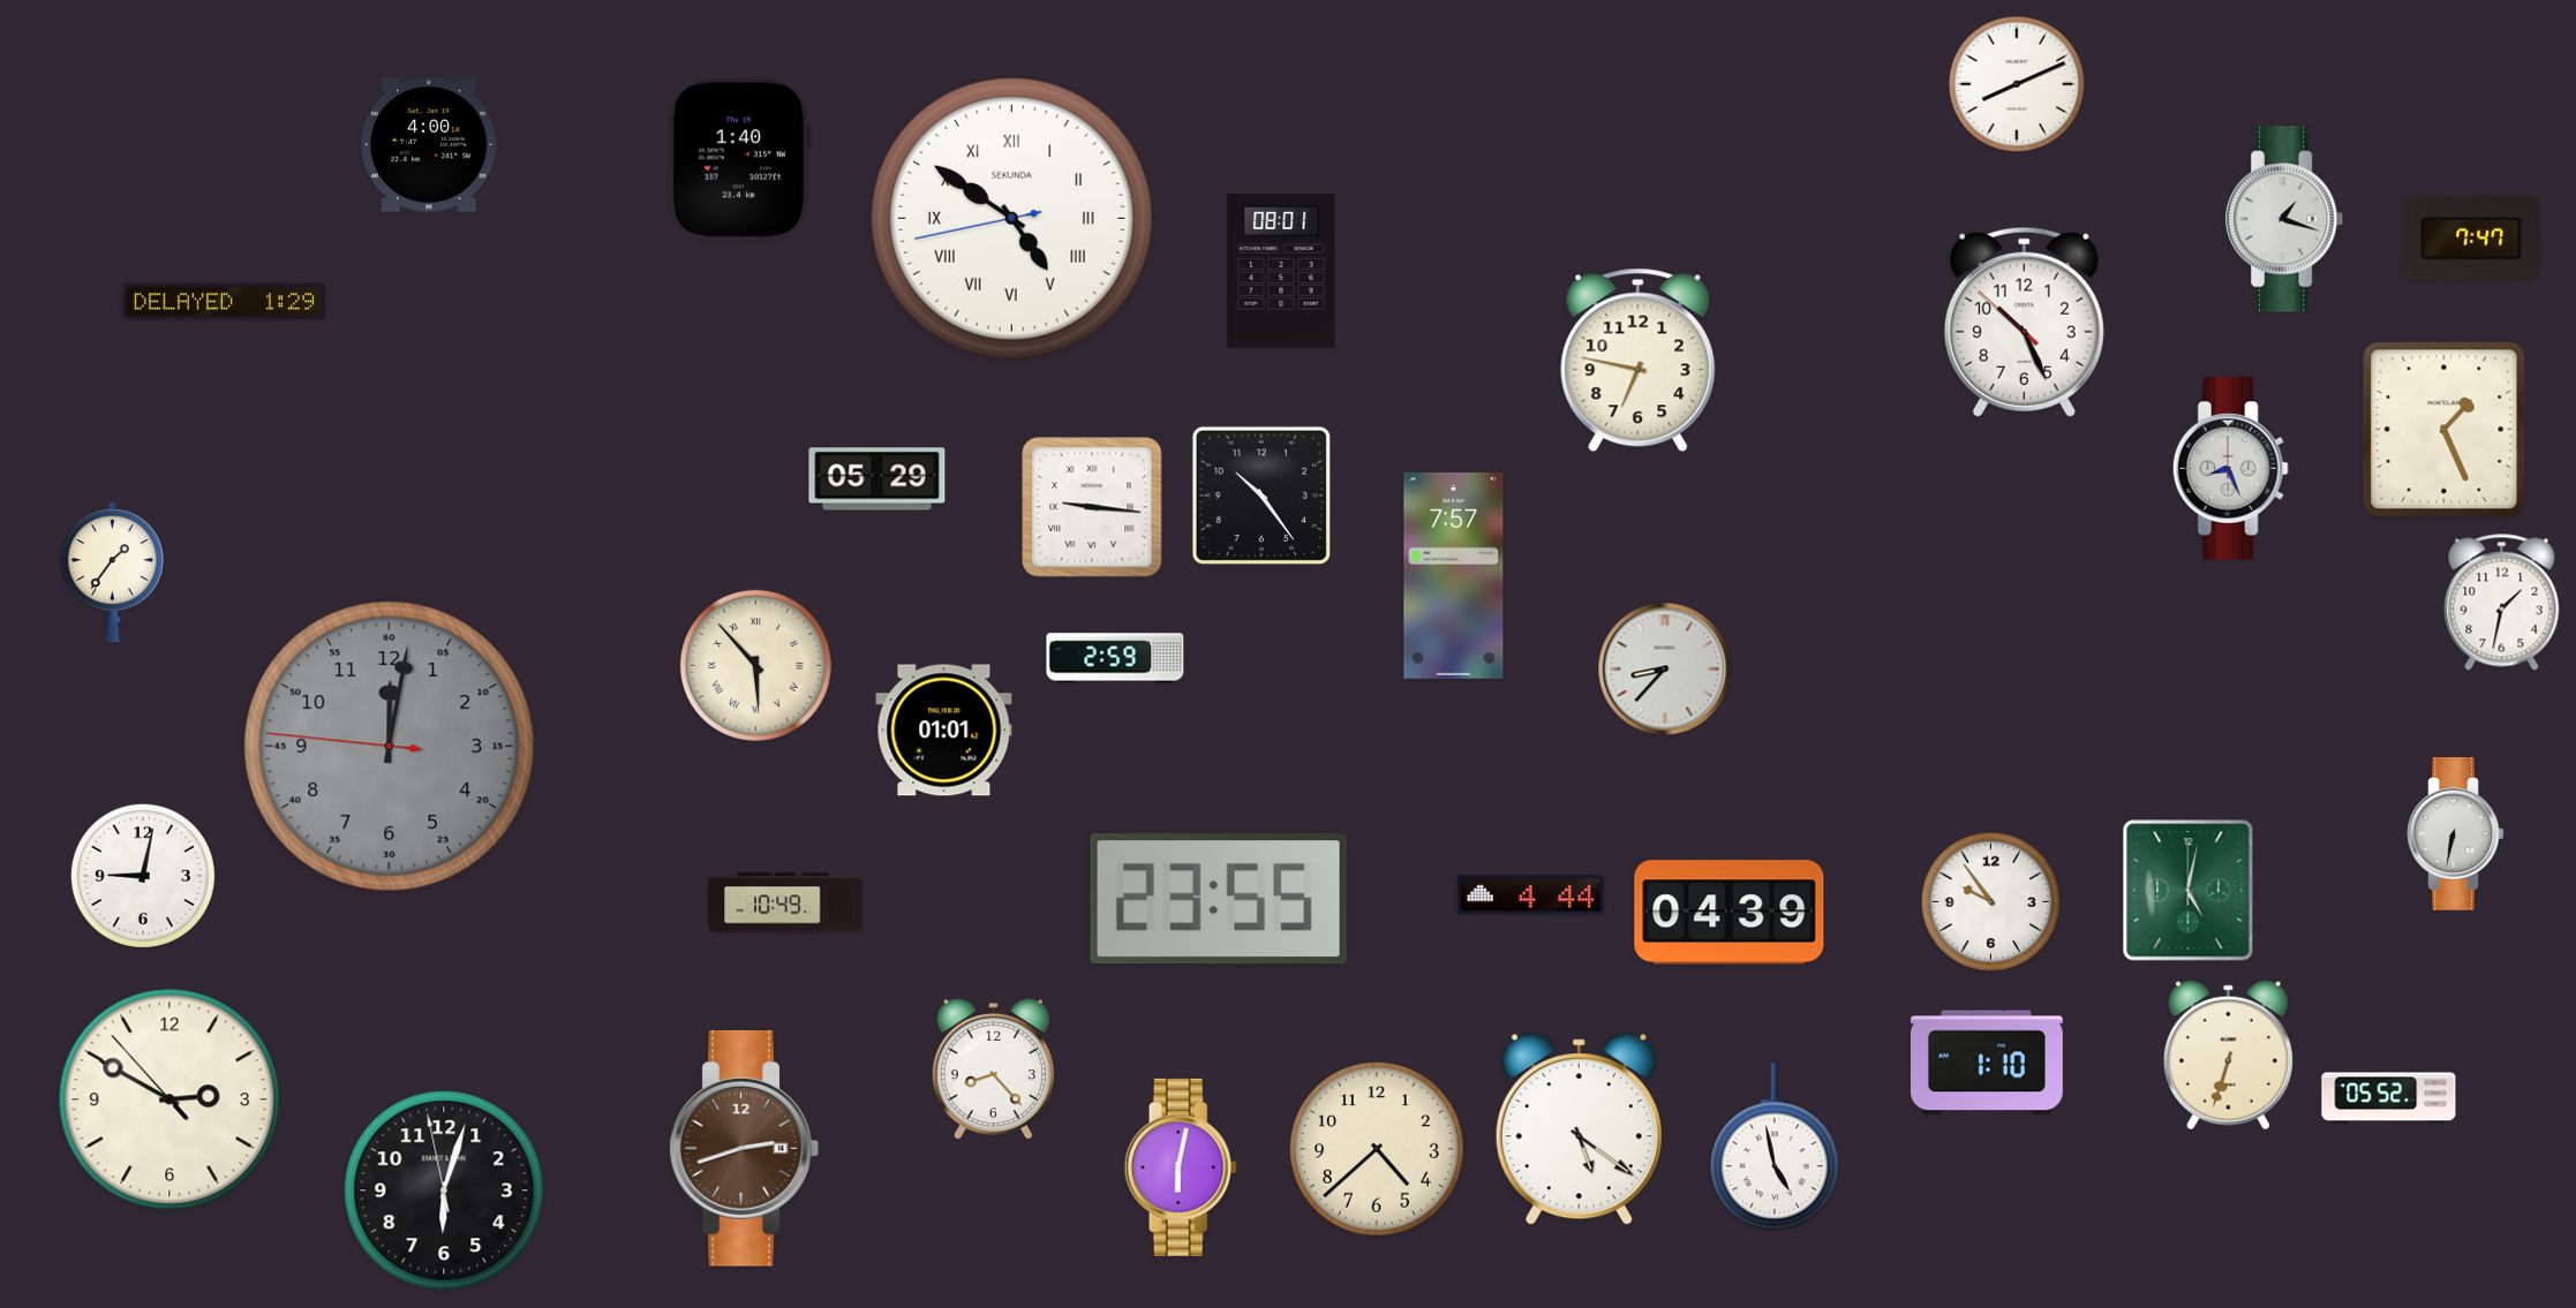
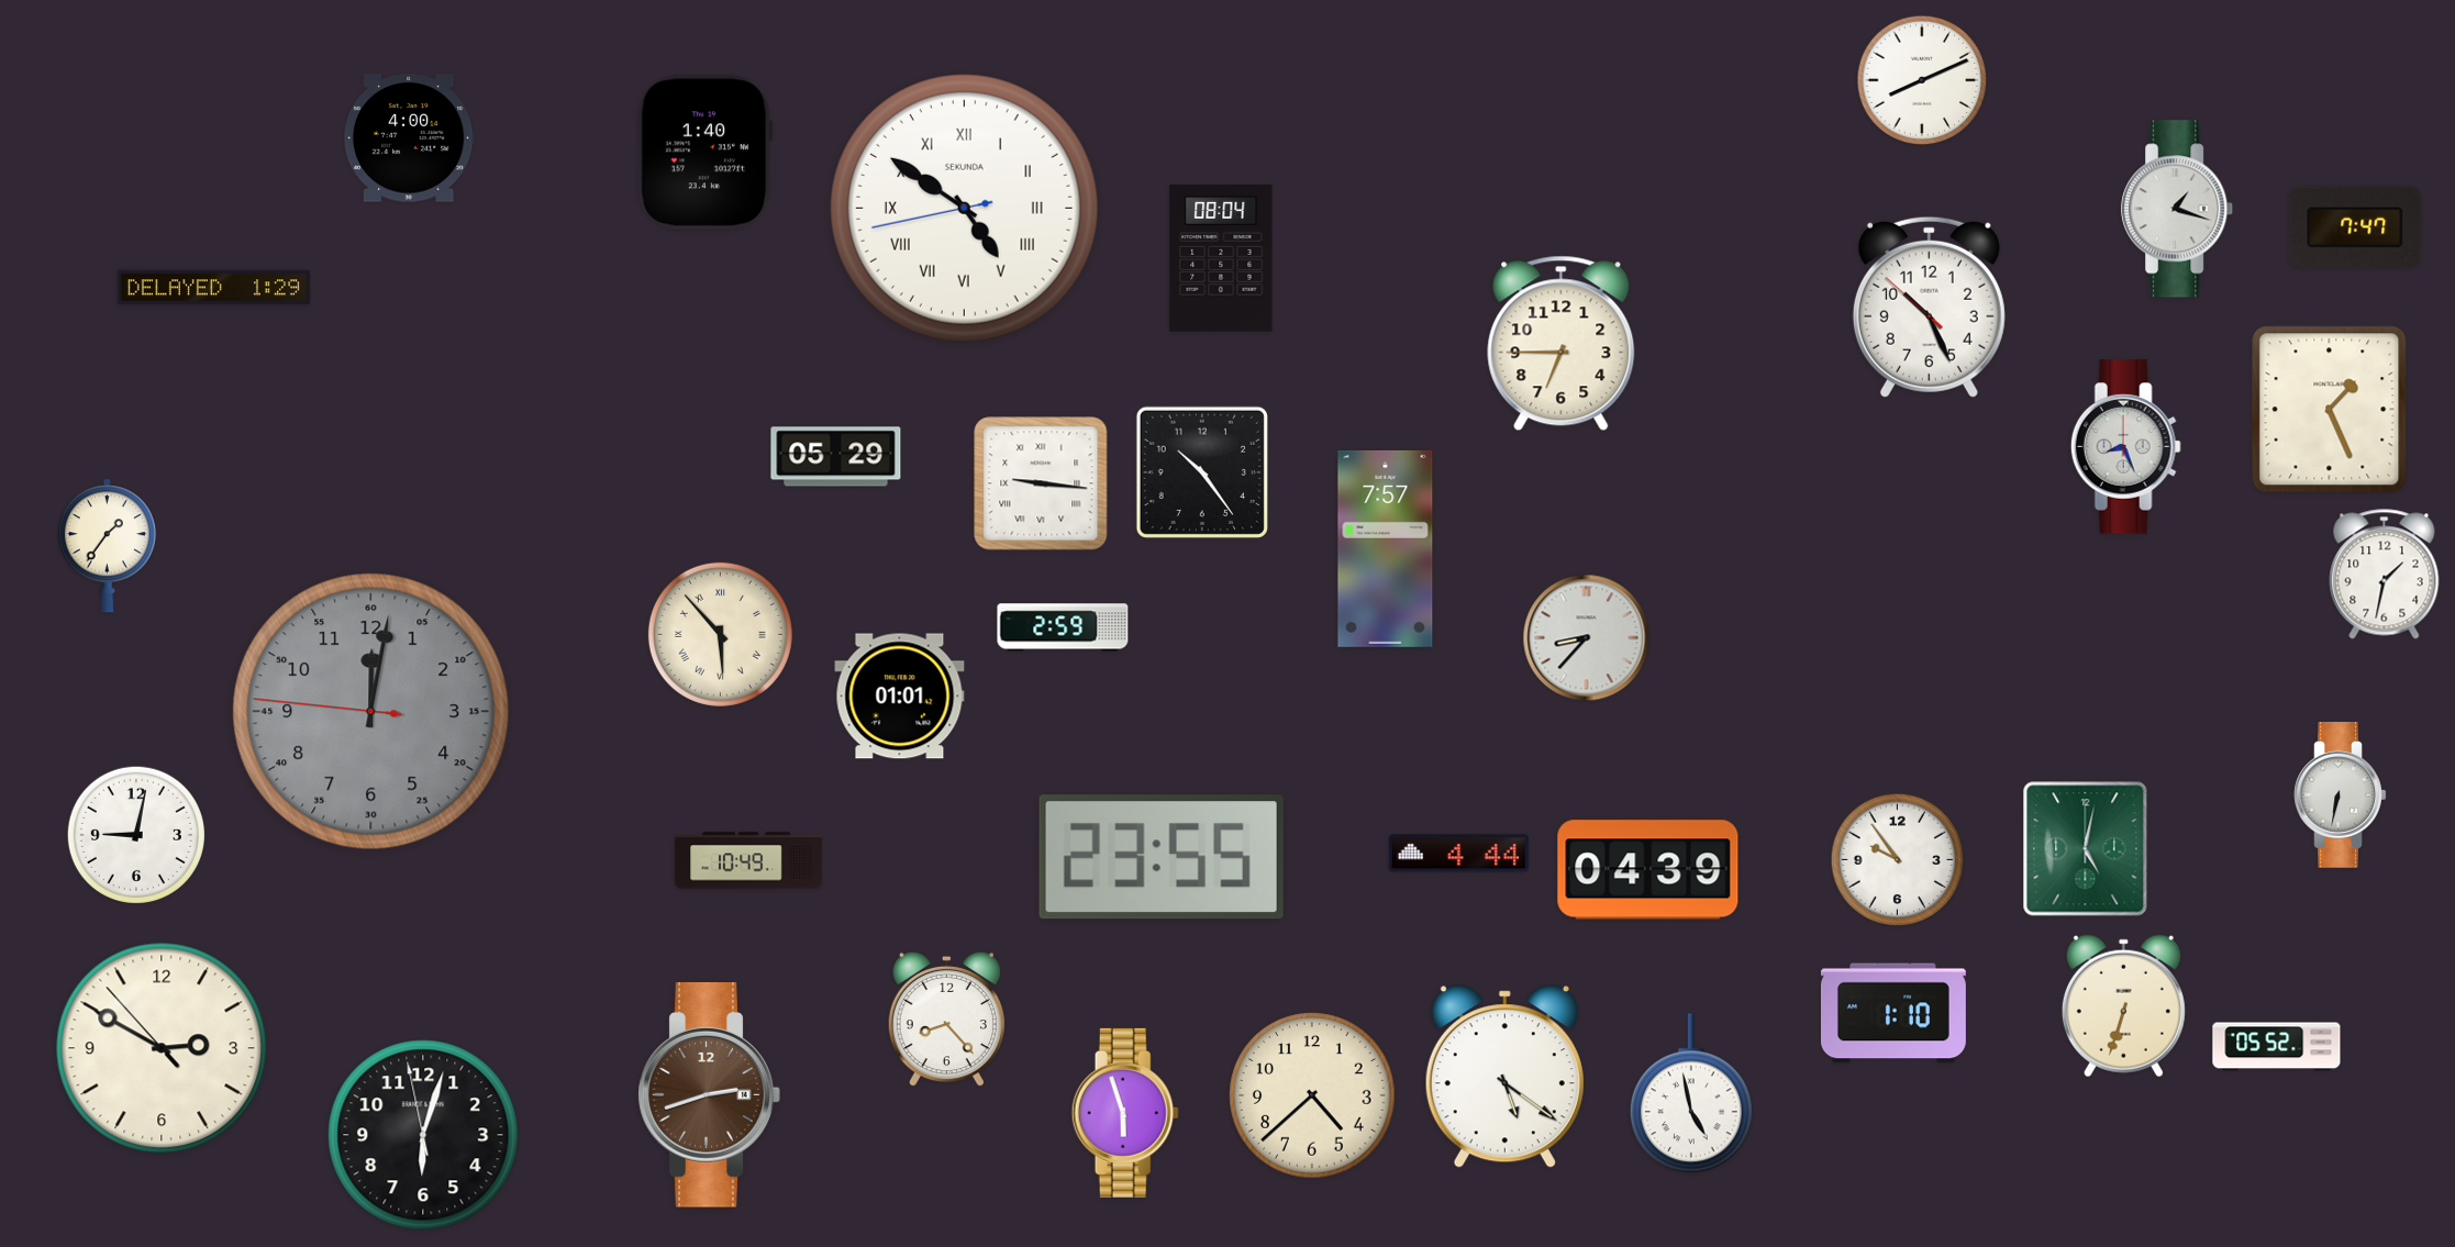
clock at (1281, 271): 08:01 -> 08:04
clock at (1639, 361): 6:47 -> 6:45
clock at (1181, 1167): 6:02 -> 5:57
